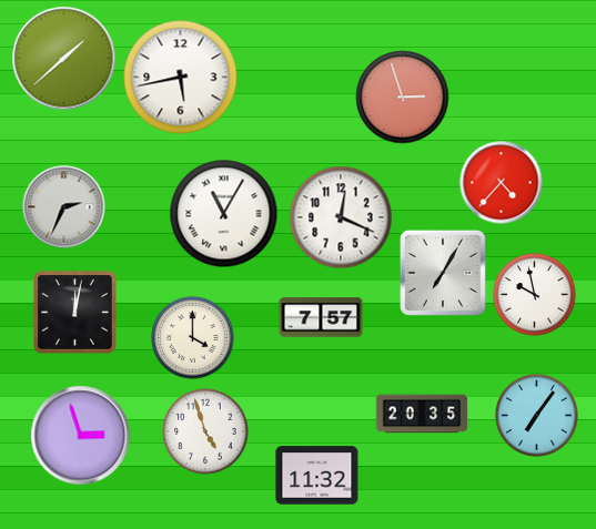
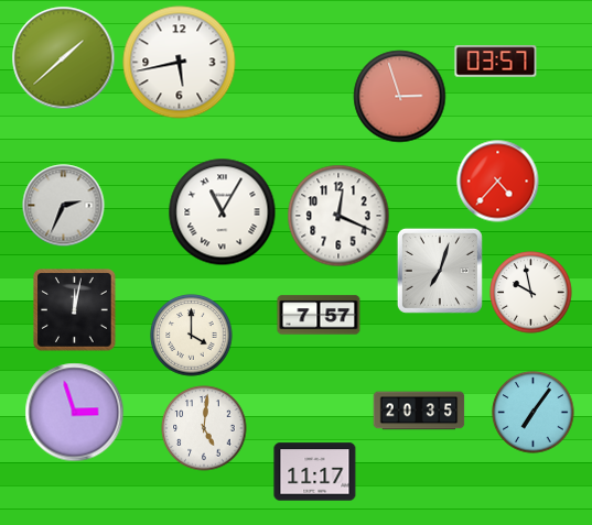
clock at (496, 62): none -> 03:57
clock at (181, 78) position: (181, 78) -> (180, 63)
clock at (443, 273): 7:05 -> 7:03
clock at (205, 431): 4:57 -> 5:01
clock at (81, 436) position: (81, 436) -> (75, 413)
clock at (317, 476): 11:32 -> 11:17
